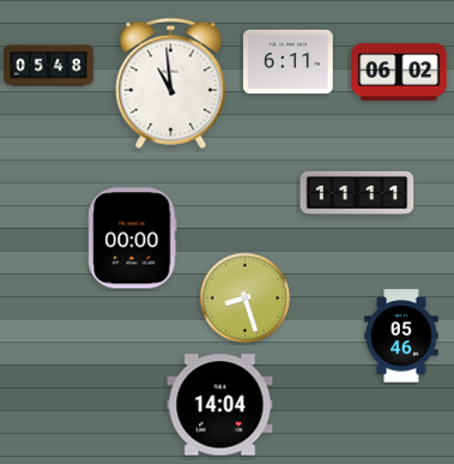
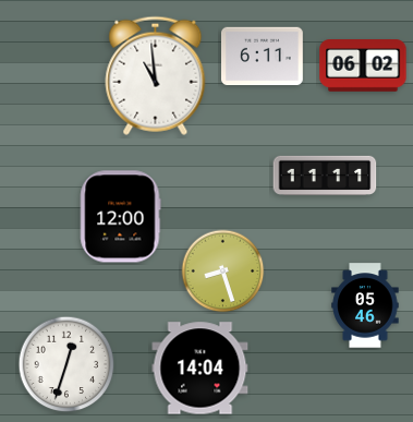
clock at (49, 66): 05:48 -> none
clock at (133, 239): 00:00 -> 12:00
clock at (66, 364): none -> 12:33
